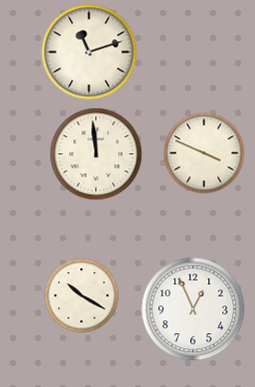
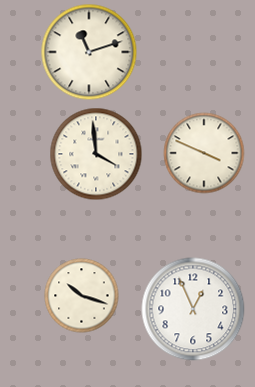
clock at (96, 154): 11:59 -> 3:59
clock at (82, 296): 10:20 -> 10:18
